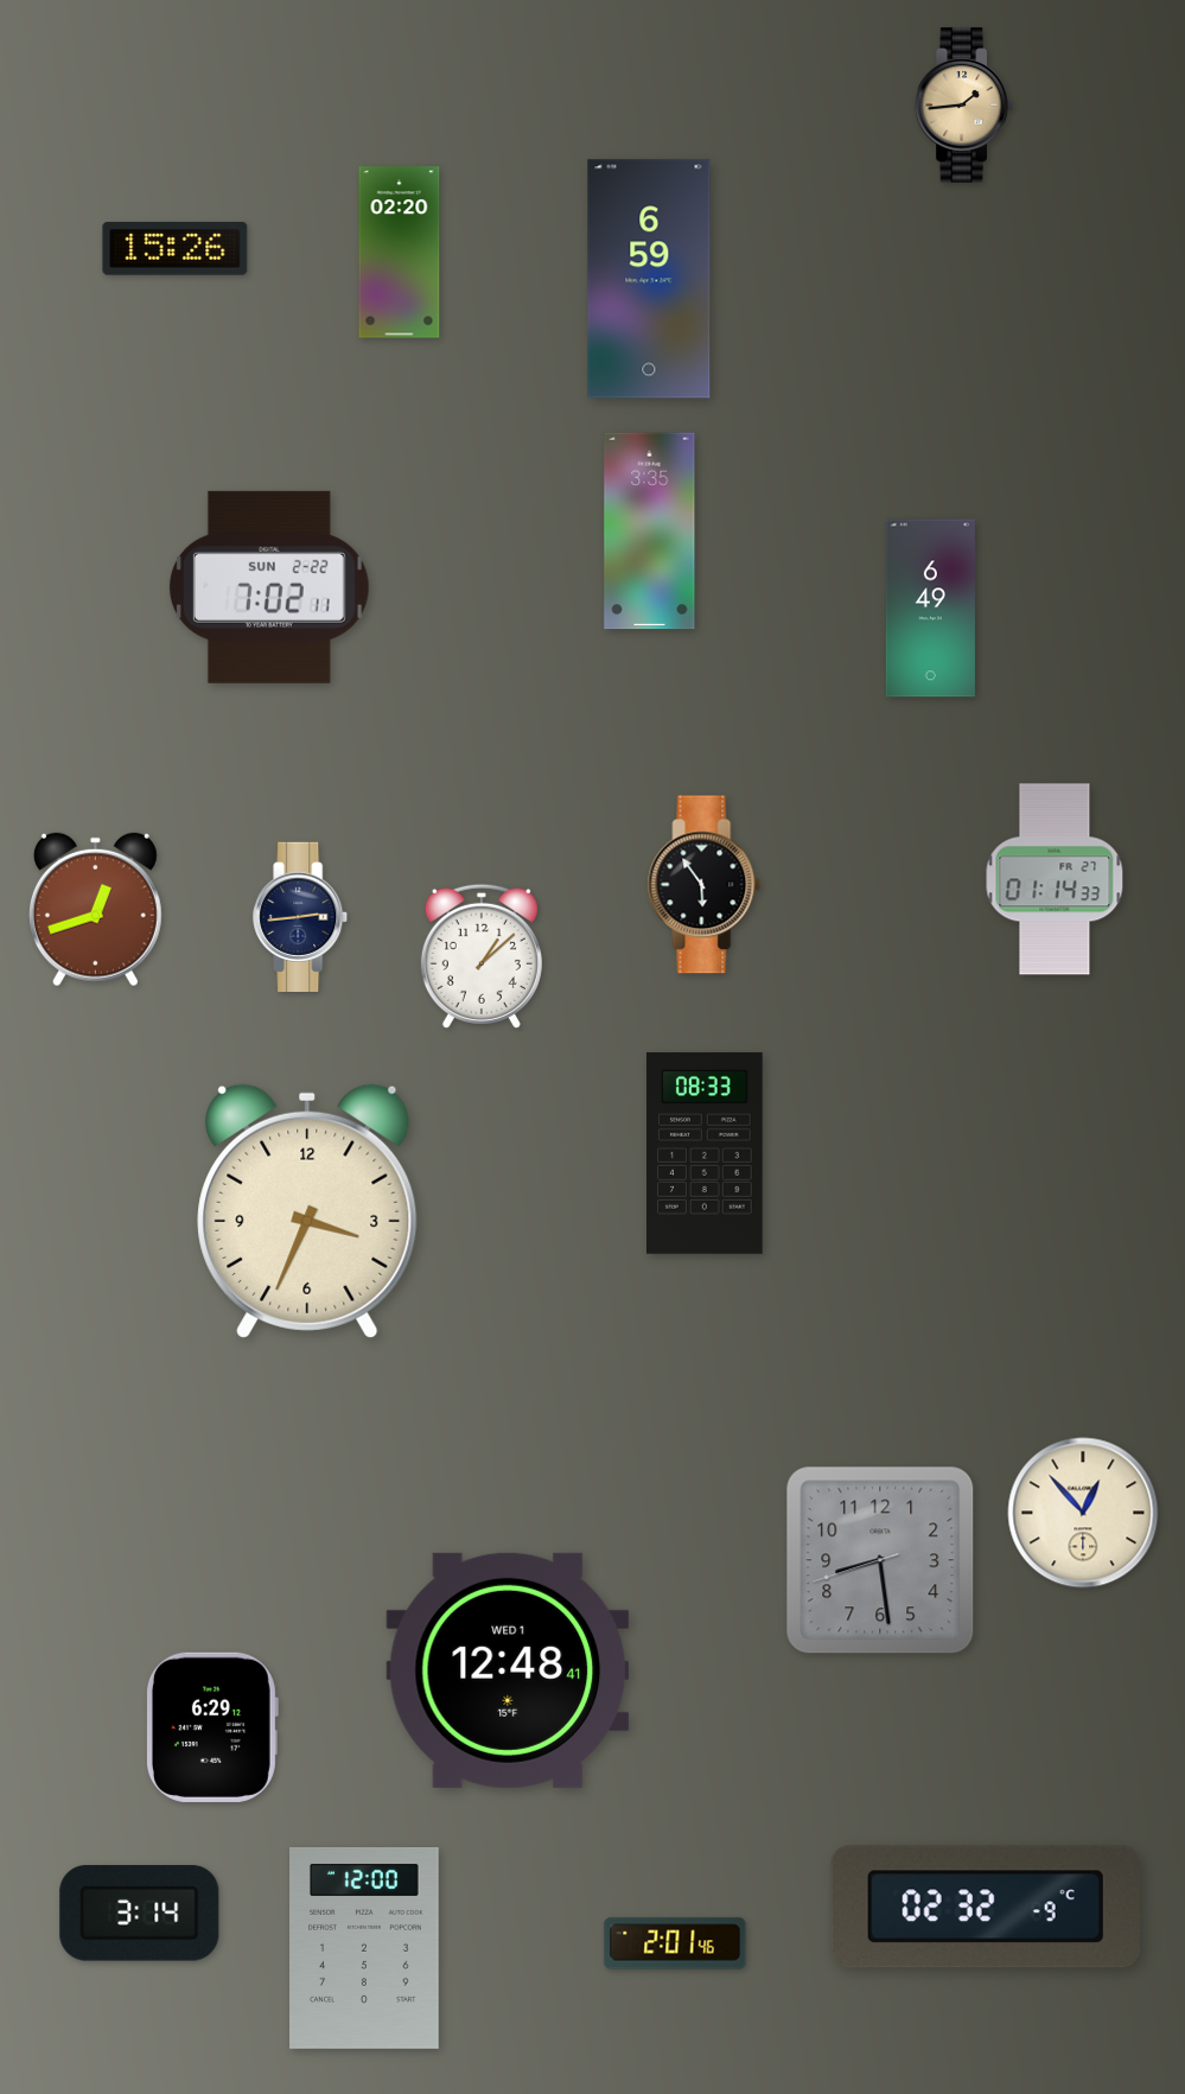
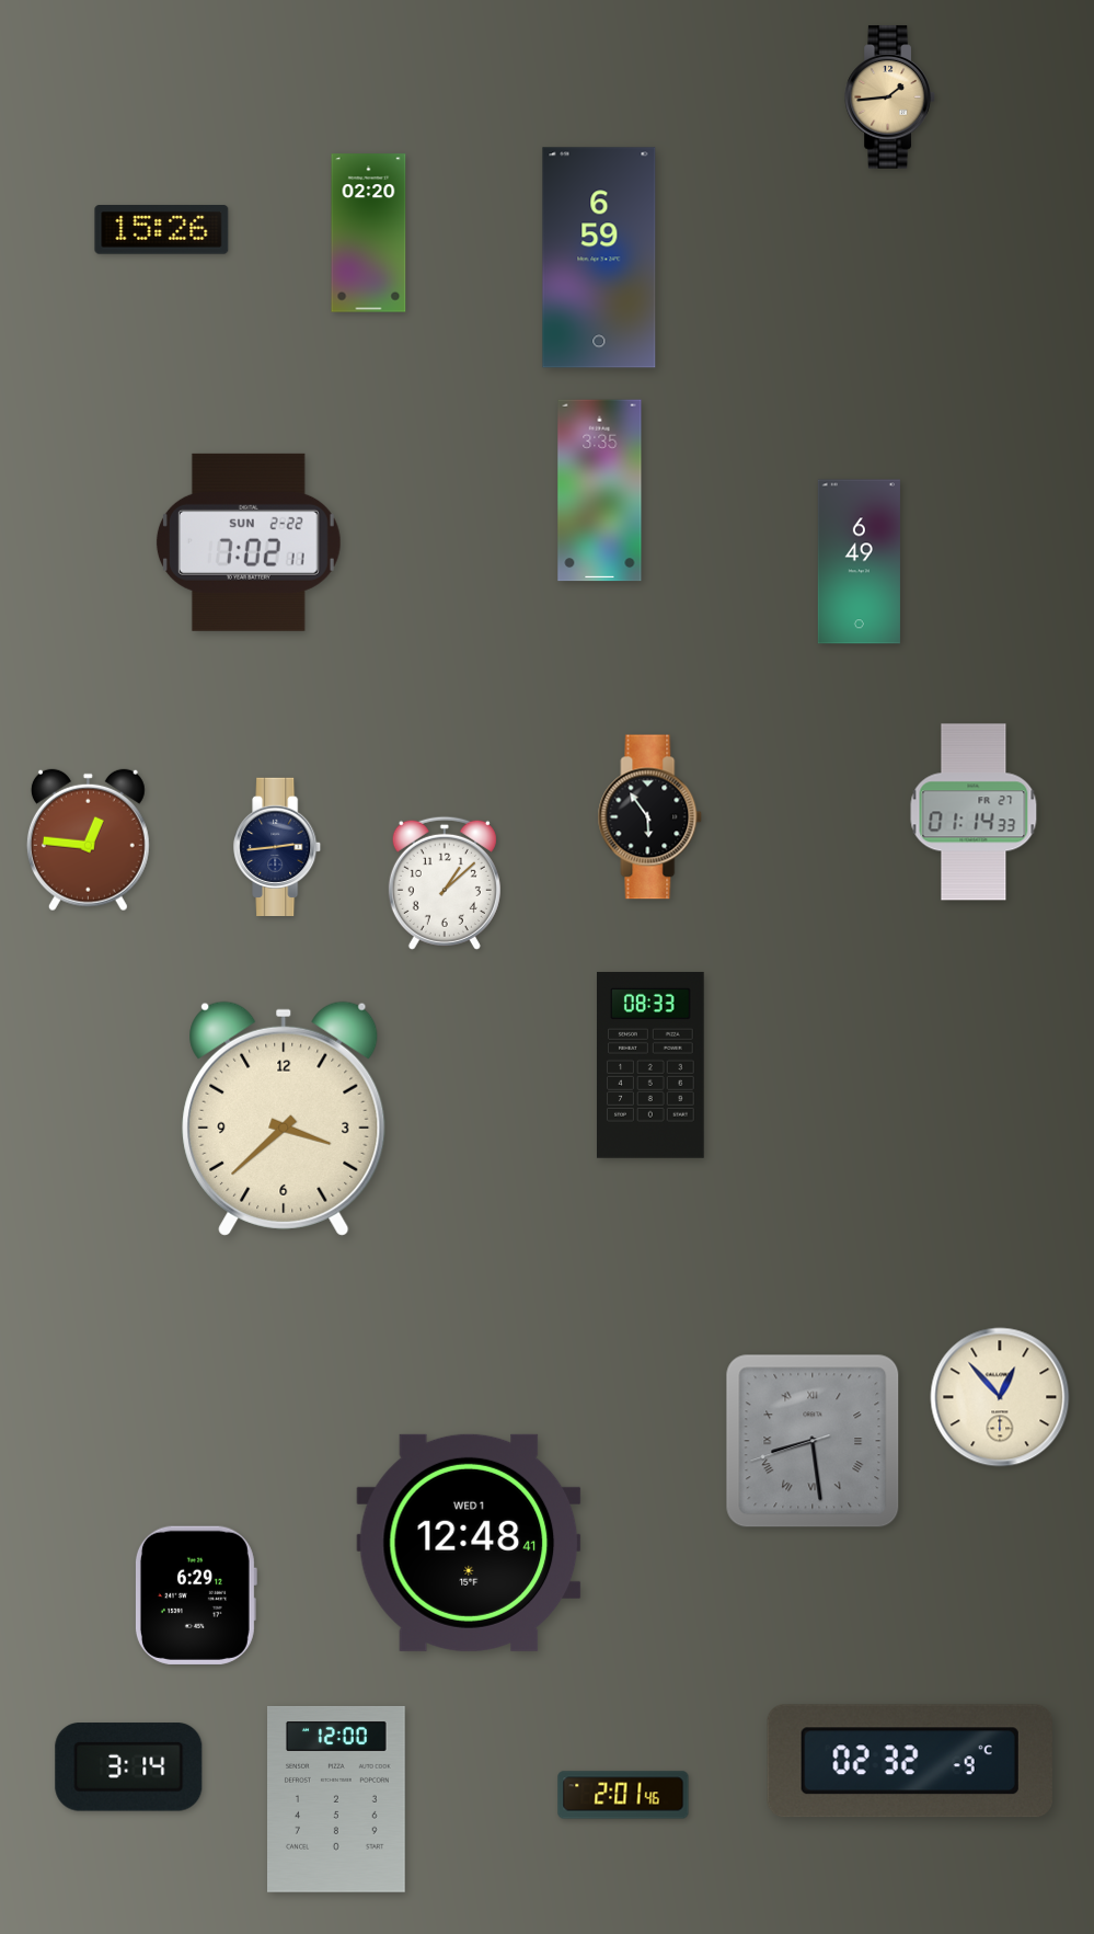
clock at (95, 910): 12:42 -> 12:46
clock at (307, 1211): 3:34 -> 3:38
clock at (880, 1560) numerals: Arabic -> Roman
